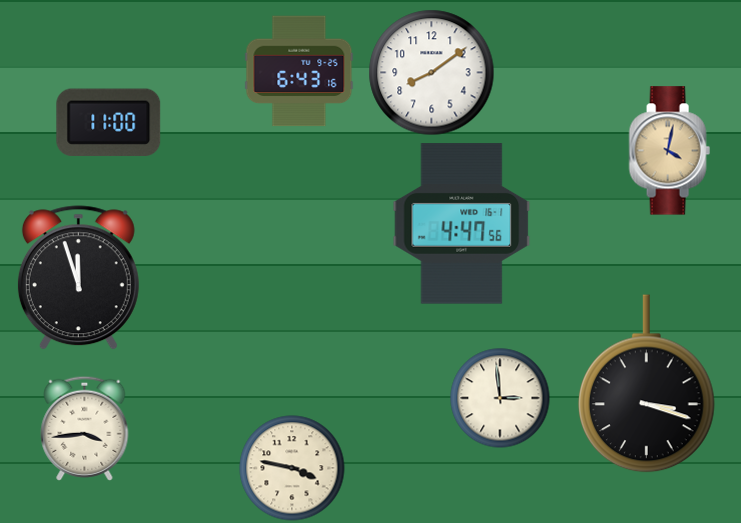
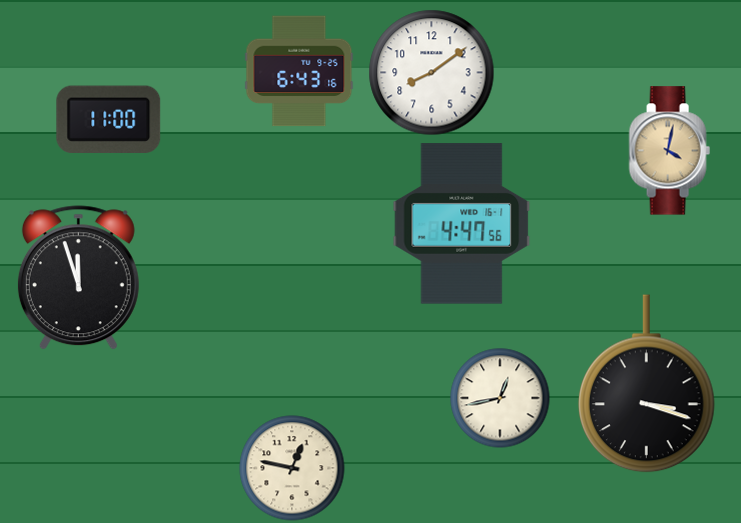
clock at (109, 122) position: (109, 122) -> (109, 119)
clock at (500, 398): 2:59 -> 12:43
clock at (85, 428): 3:44 -> none
clock at (292, 468): 3:47 -> 12:47
